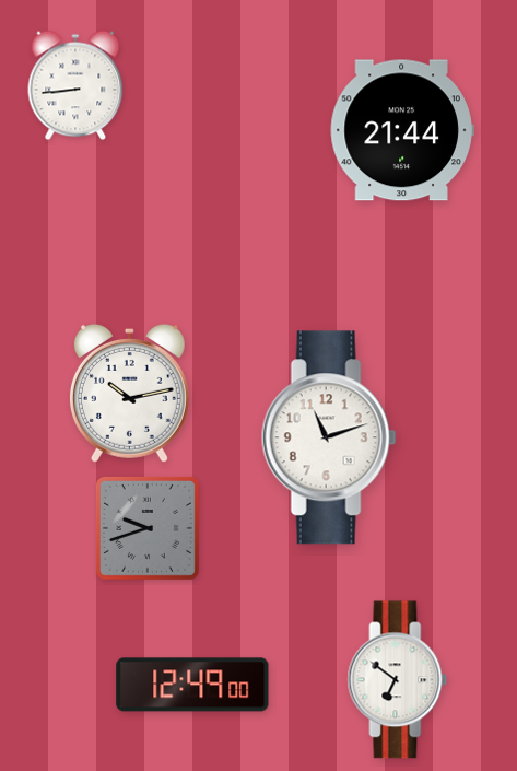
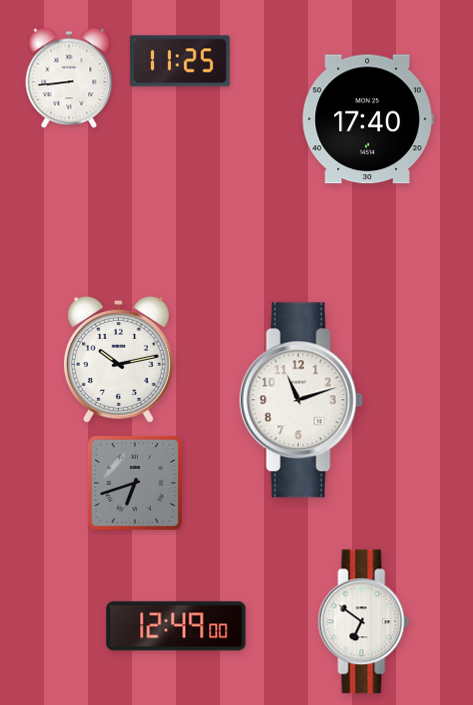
clock at (180, 61): none -> 11:25
clock at (402, 130): 21:44 -> 17:40
clock at (148, 528): 9:42 -> 6:42
